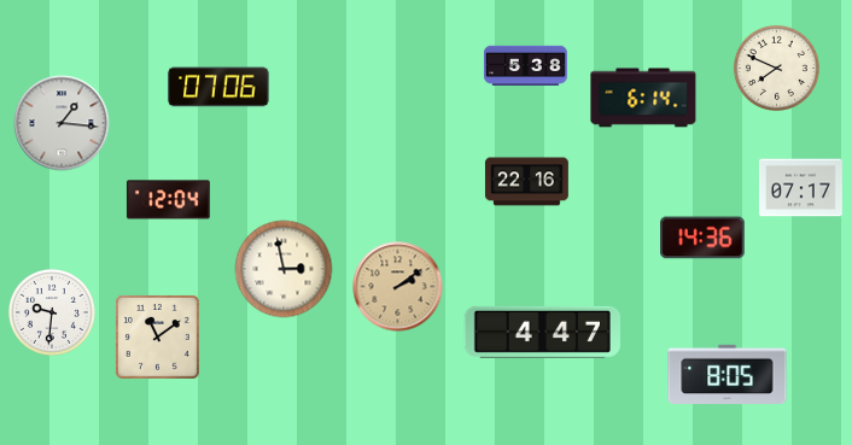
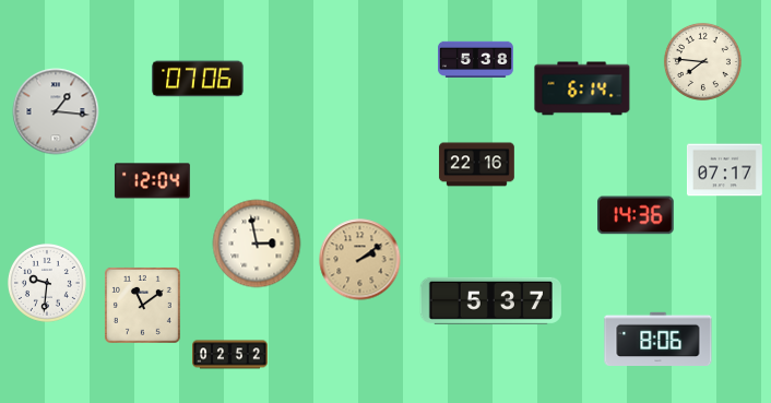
clock at (776, 68): 7:49 -> 7:46
clock at (542, 332): 4:47 -> 5:37
clock at (728, 374): 8:05 -> 8:06
clock at (230, 355): none -> 02:52
